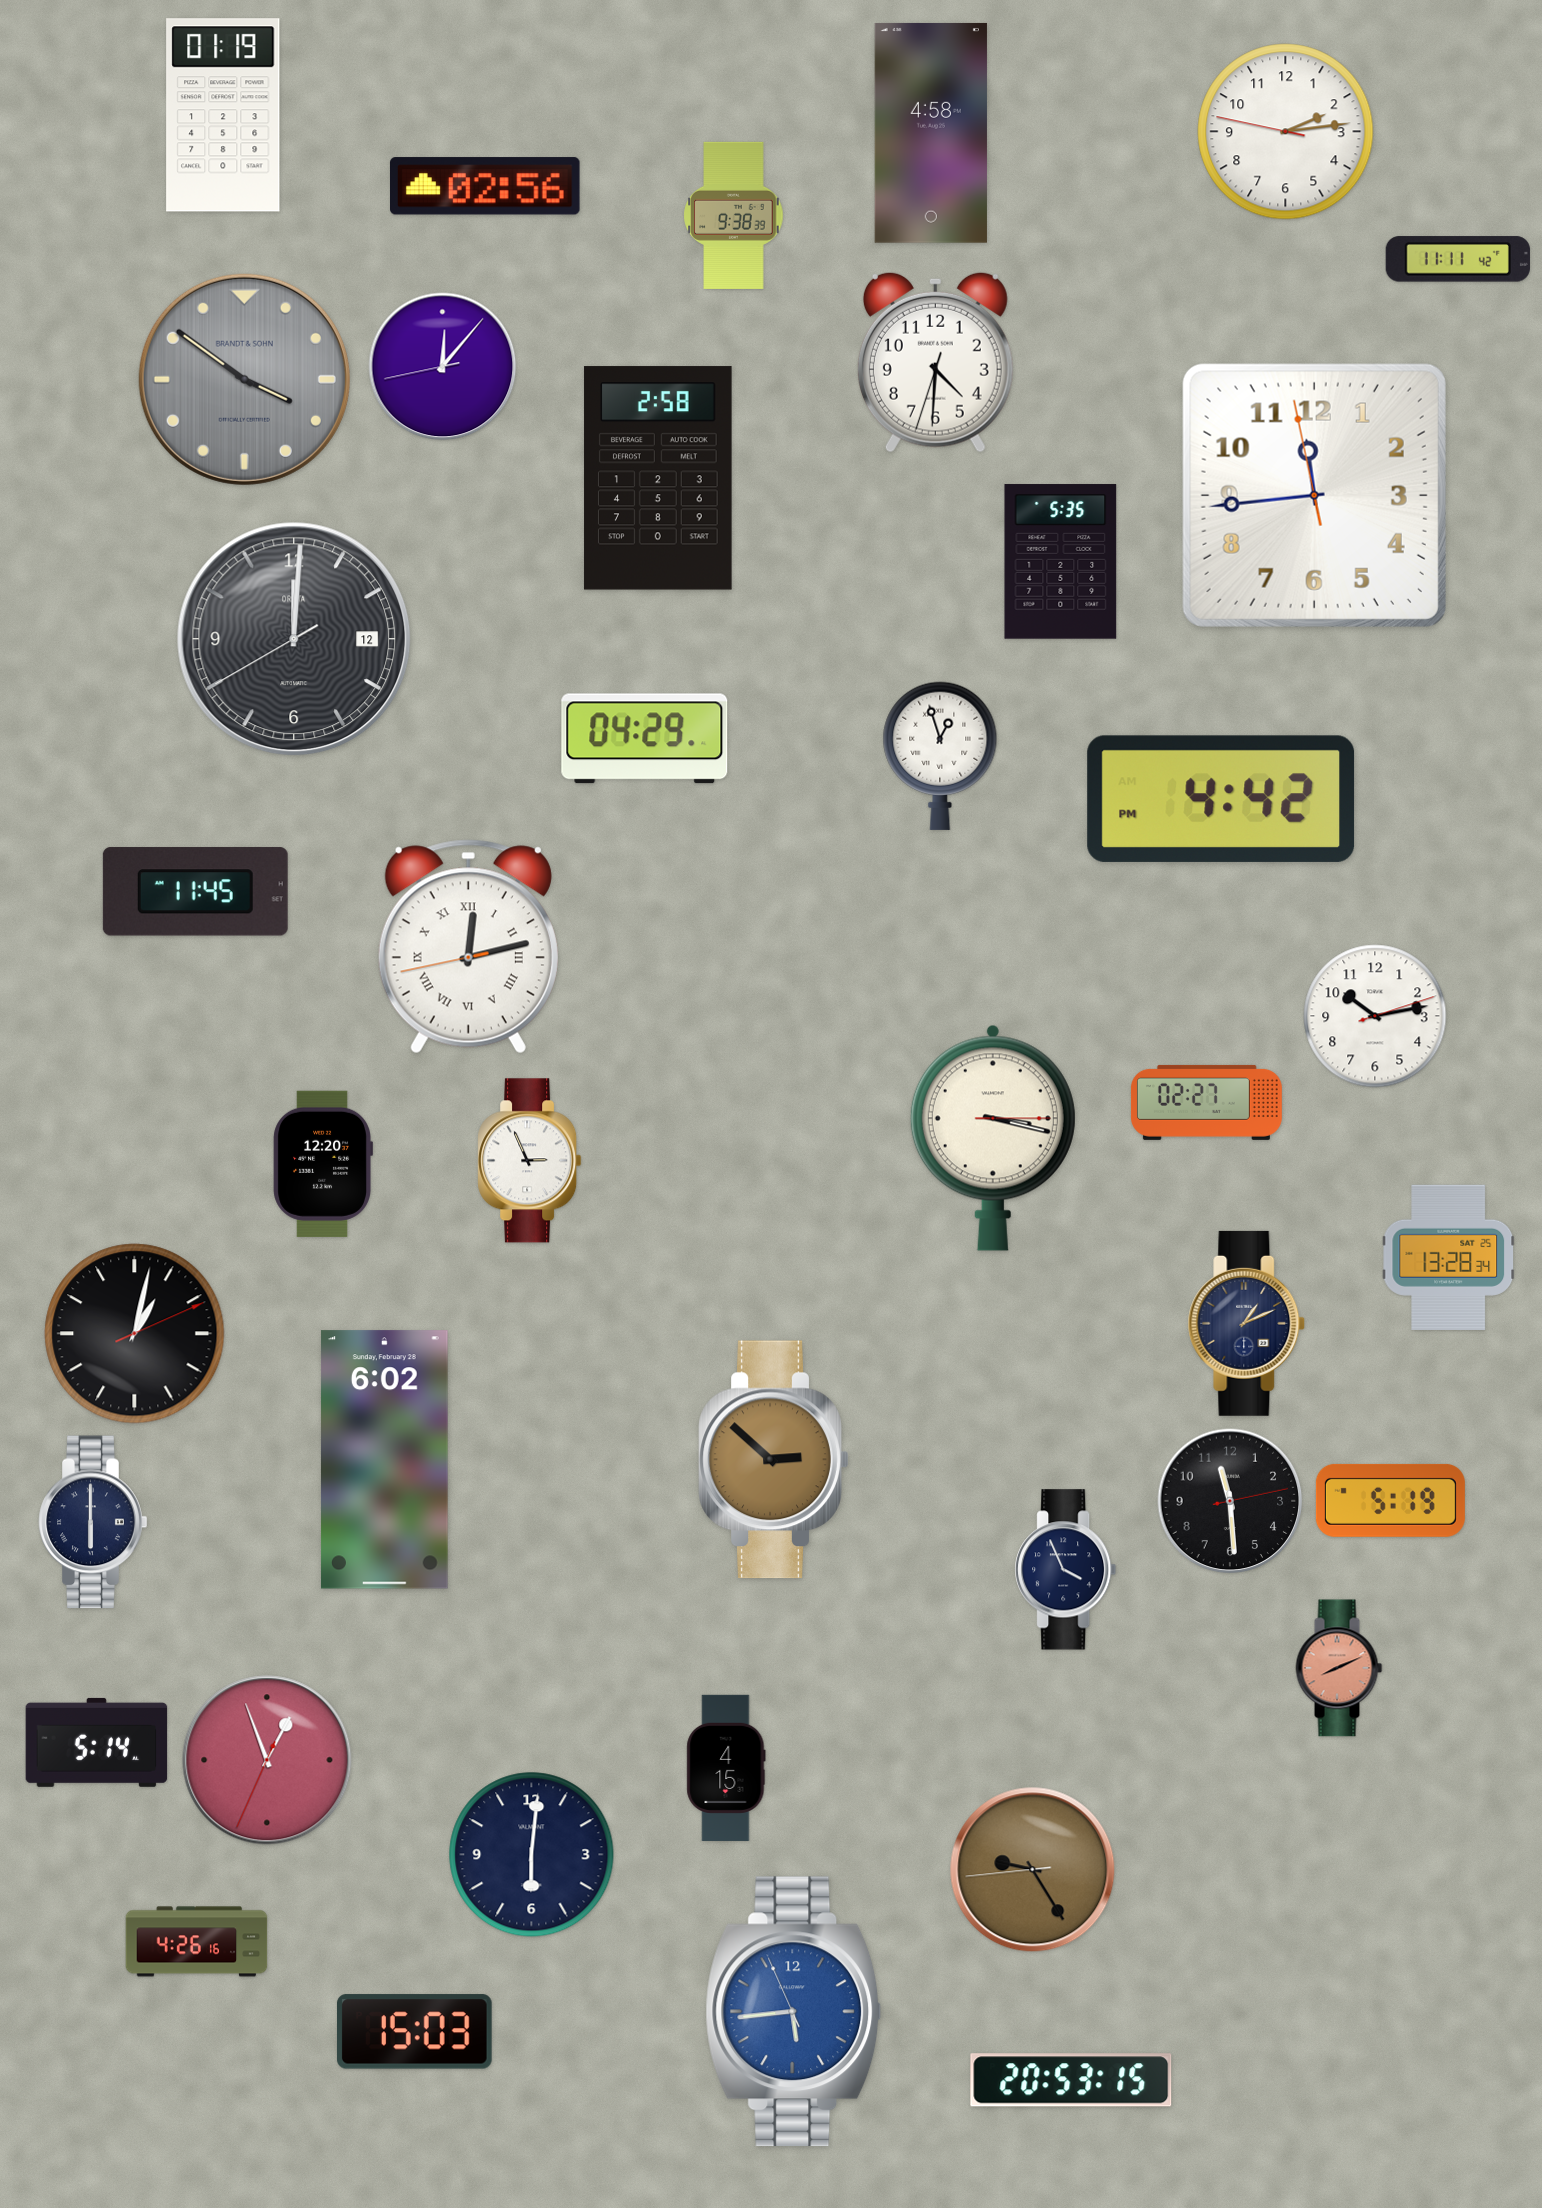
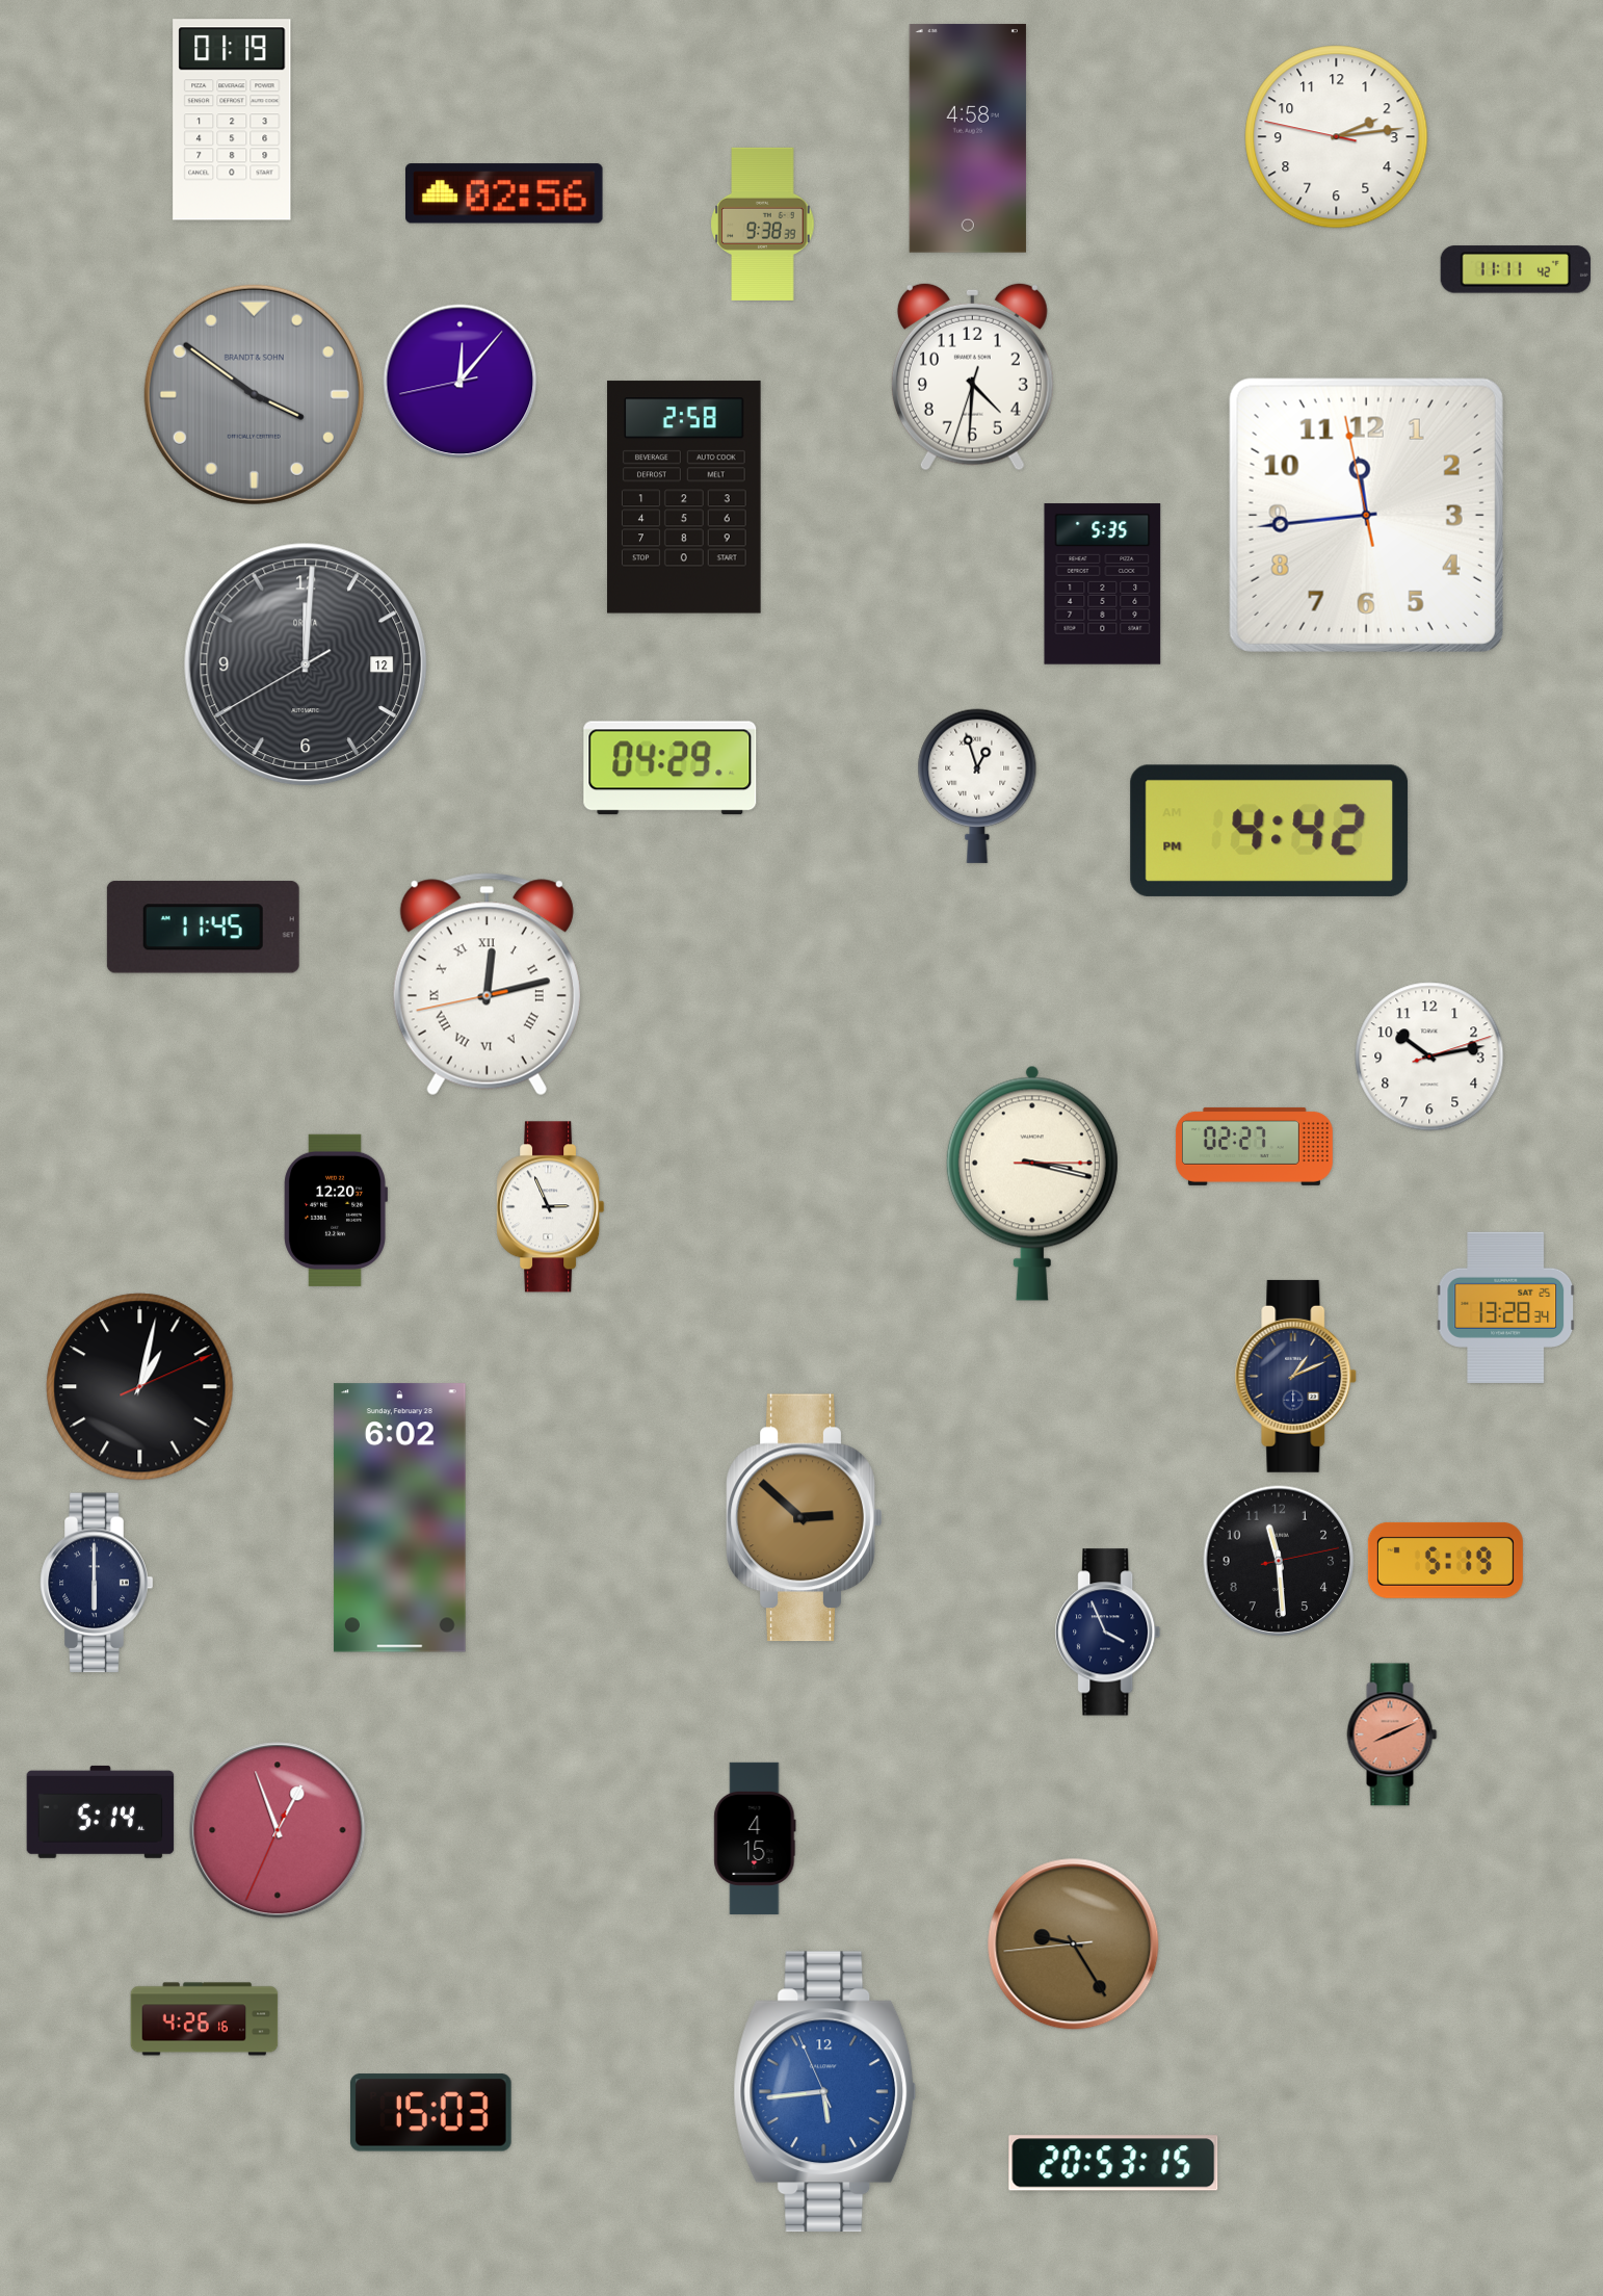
clock at (532, 1855): 6:01 -> none
